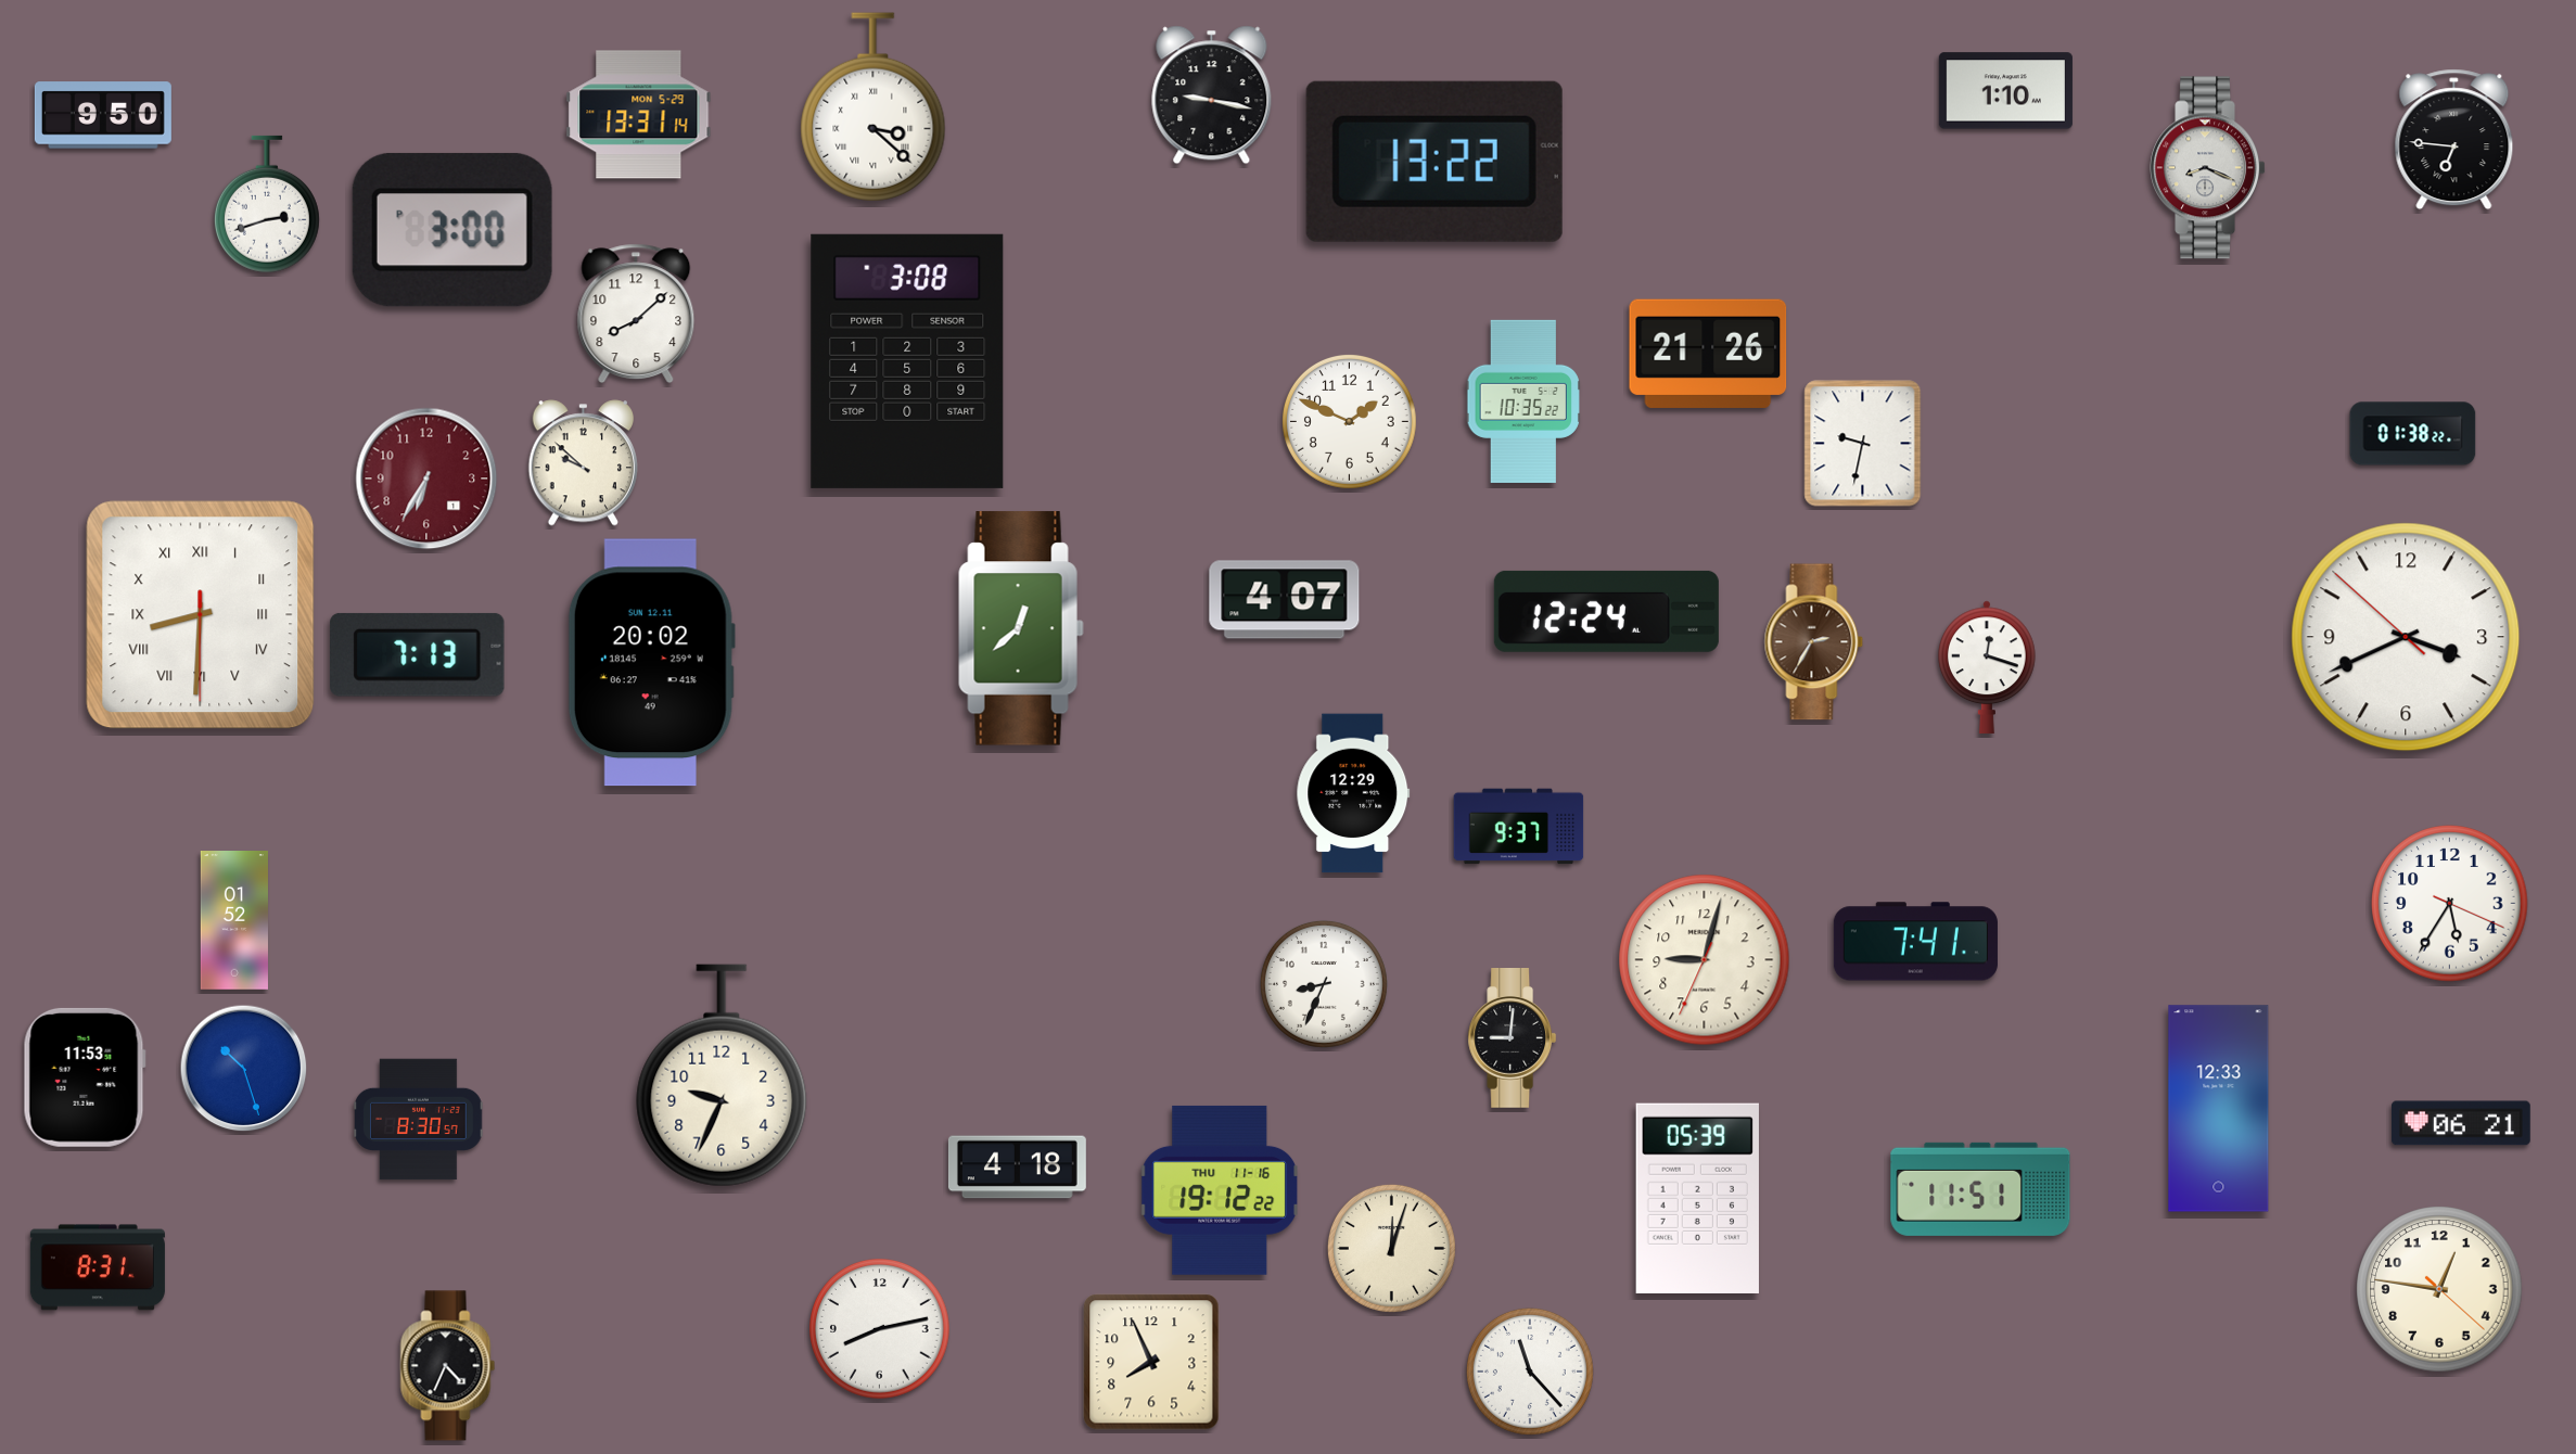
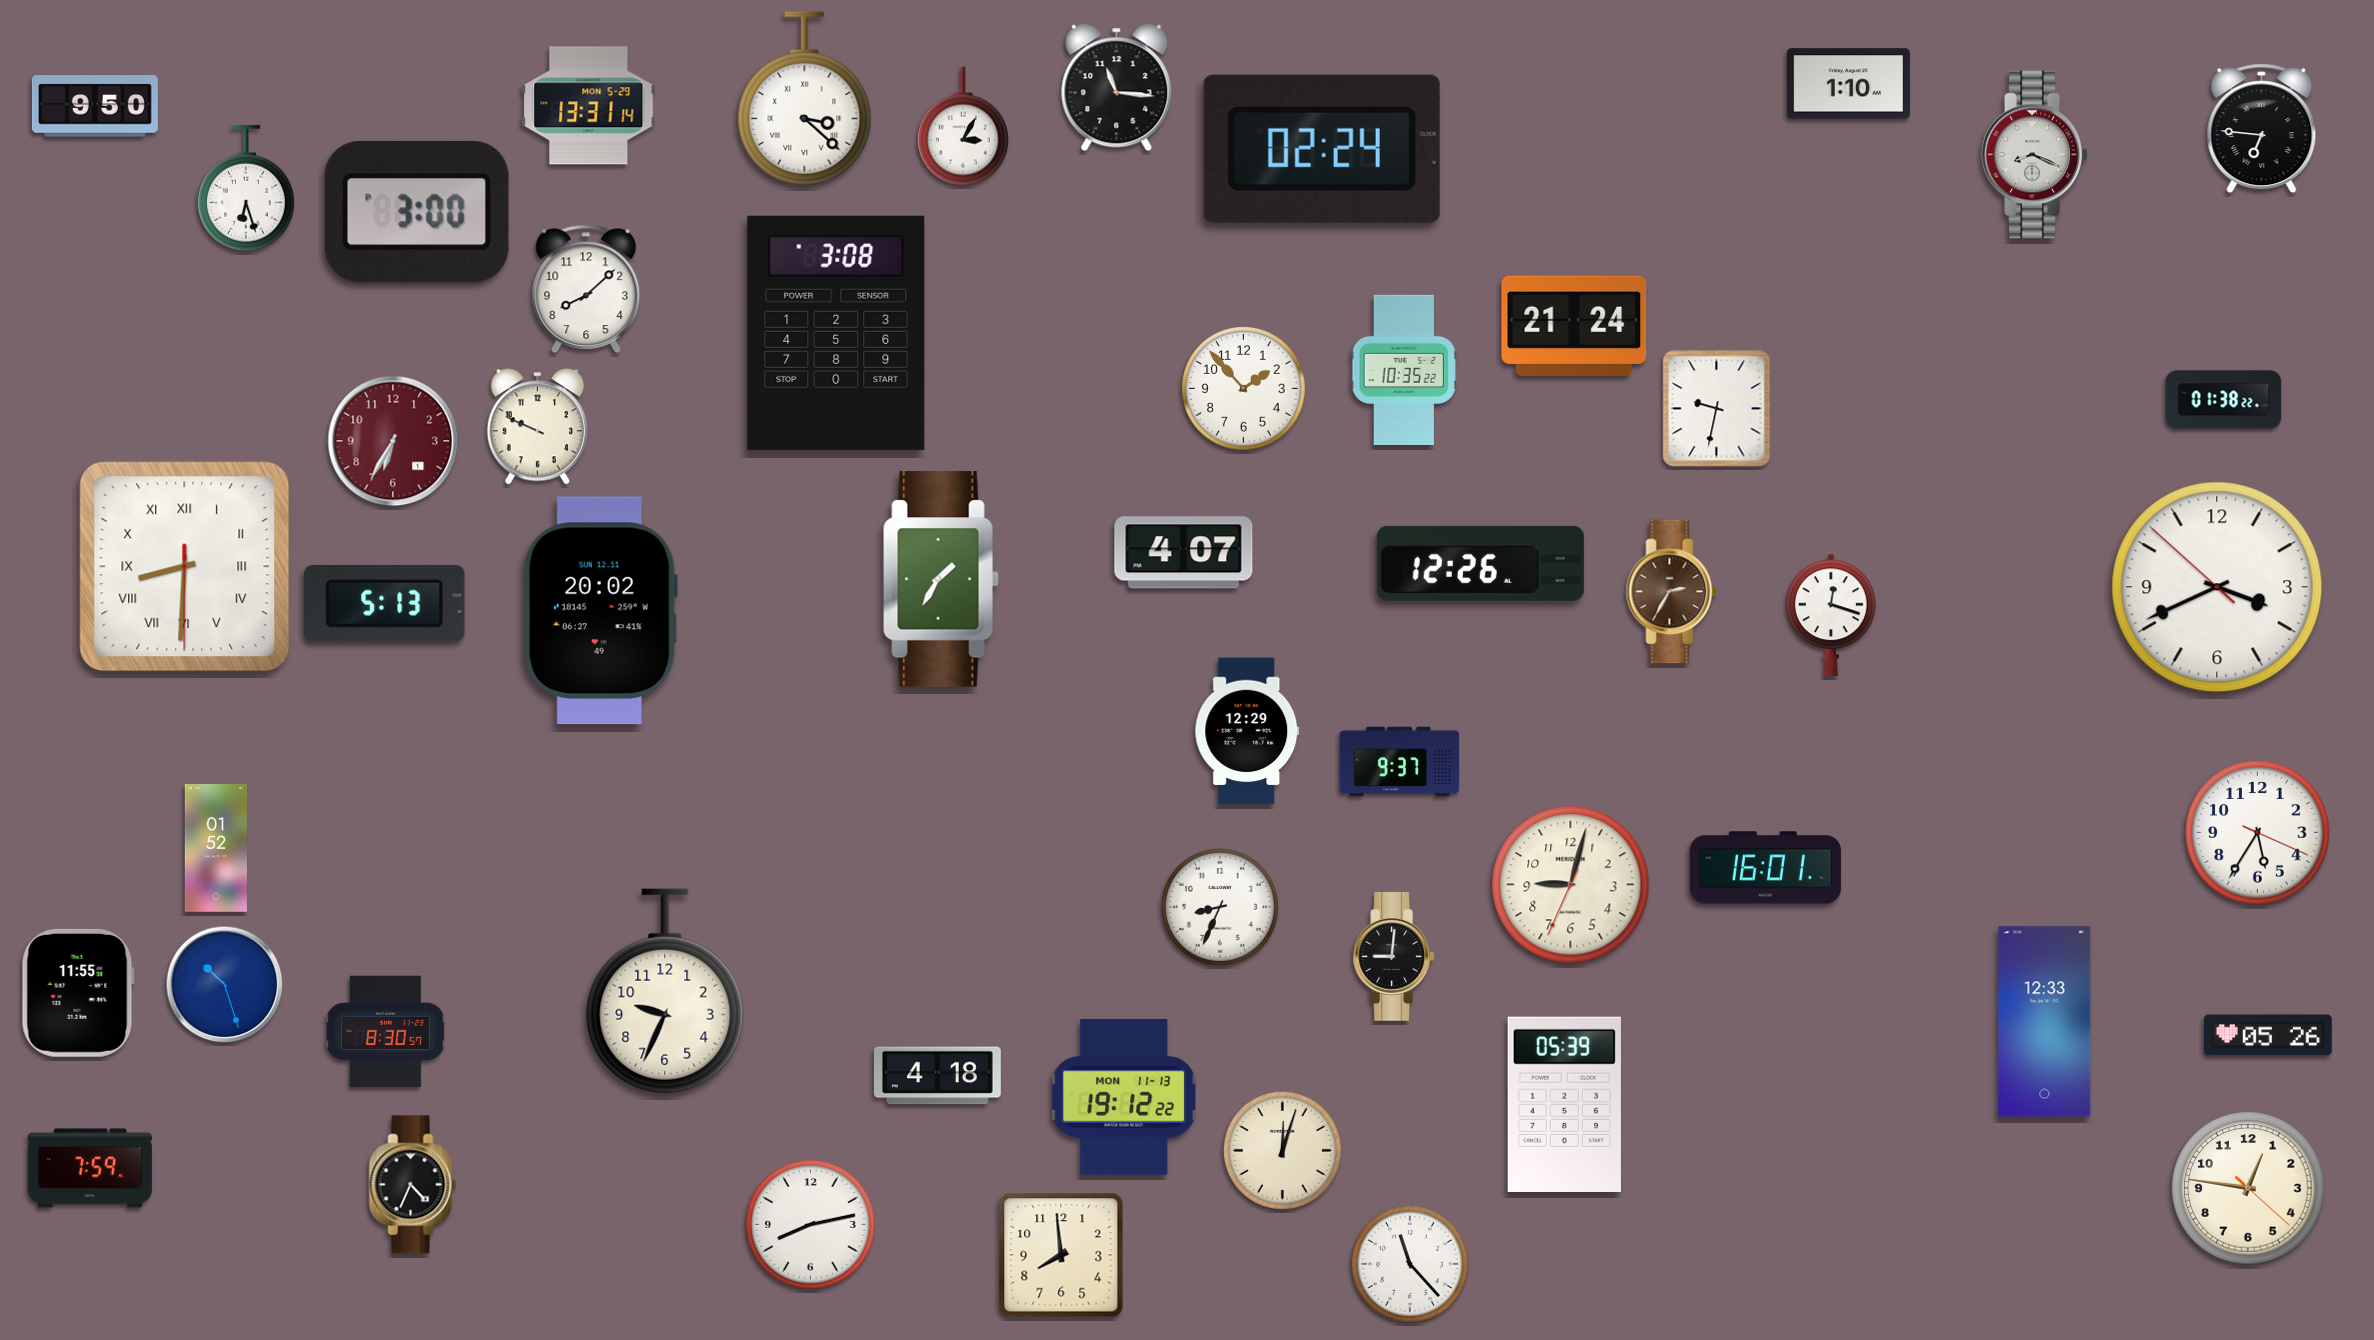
clock at (1212, 95): 9:17 -> 11:16
clock at (963, 126): none -> 3:05
clock at (1434, 162): 13:22 -> 02:24
clock at (267, 204): 2:42 -> 6:27
clock at (1708, 354): 21:26 -> 21:24
clock at (1349, 421): 1:49 -> 1:53
clock at (583, 463): 9:52 -> 9:49
clock at (1606, 611): 12:24 -> 12:26
clock at (1021, 628): 12:38 -> 1:35
clock at (418, 654): 7:13 -> 5:13
clock at (1915, 942): 7:41 -> 16:01
clock at (85, 1077): 11:53 -> 11:55
clock at (2461, 1123): 06:21 -> 05:26
clock at (1980, 1189): 11:51 -> none
clock at (1219, 1190) date: THU 11-16 -> MON 11-13
clock at (98, 1267): 8:31 -> 7:59
clock at (1151, 1362): 7:56 -> 7:59
clock at (448, 1366) position: (448, 1366) -> (413, 1185)
